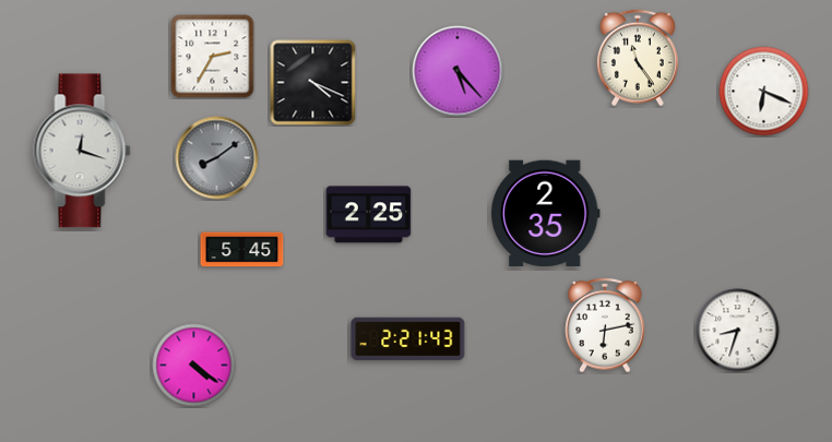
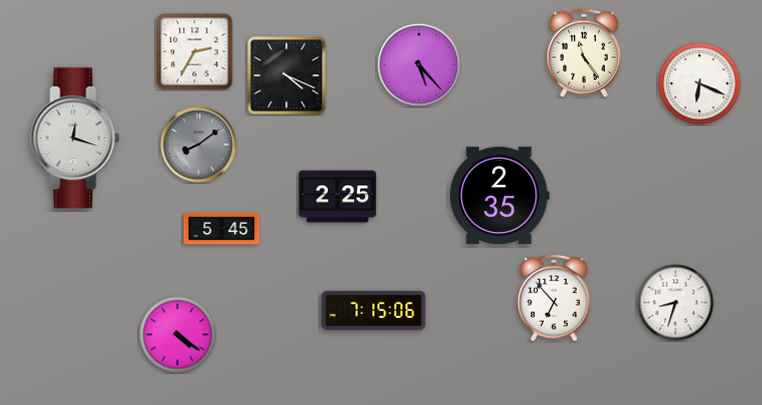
clock at (605, 325): 6:13 -> 6:53
clock at (408, 339): 2:21 -> 7:15
